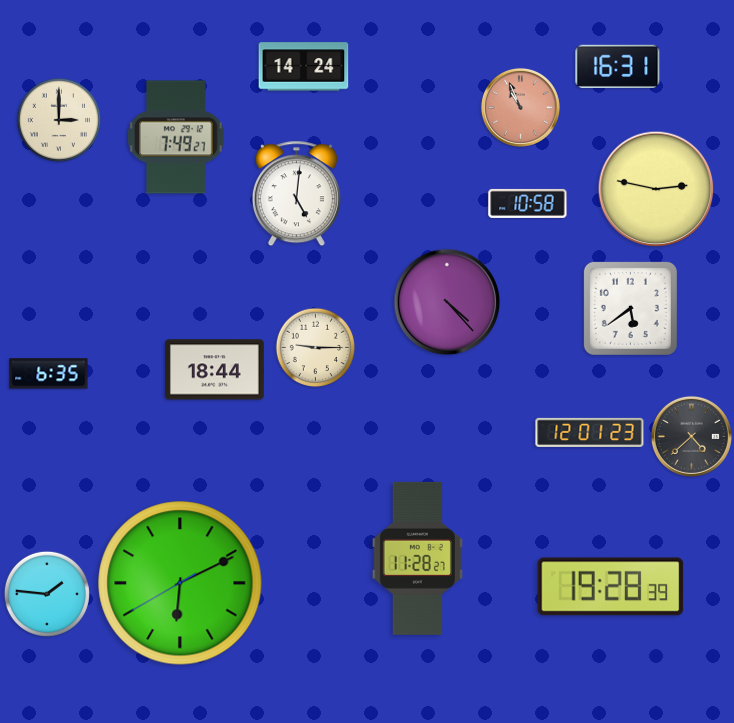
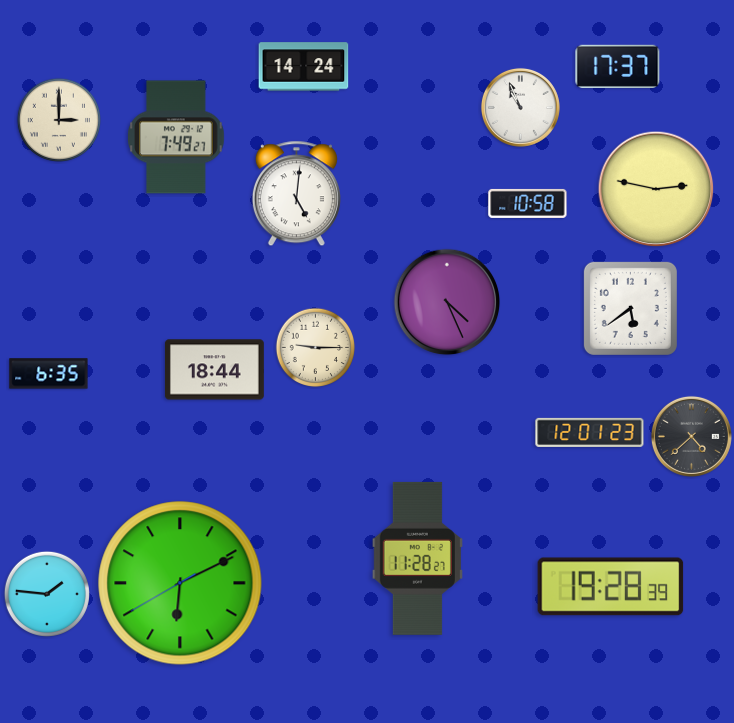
clock at (618, 66): 16:31 -> 17:37
clock at (520, 107) dial: salmon -> white
clock at (447, 302): 4:23 -> 4:26
